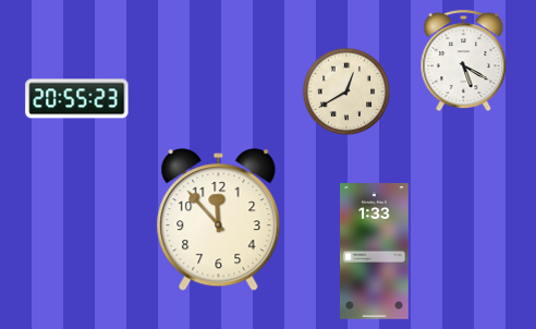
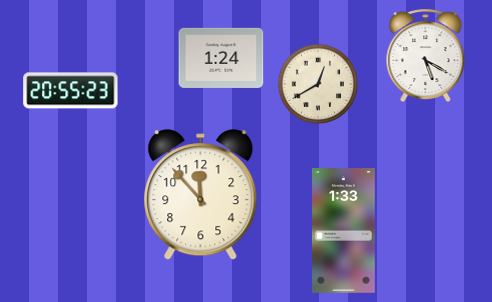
clock at (221, 58): none -> 1:24
clock at (219, 220) position: (219, 220) -> (201, 195)
